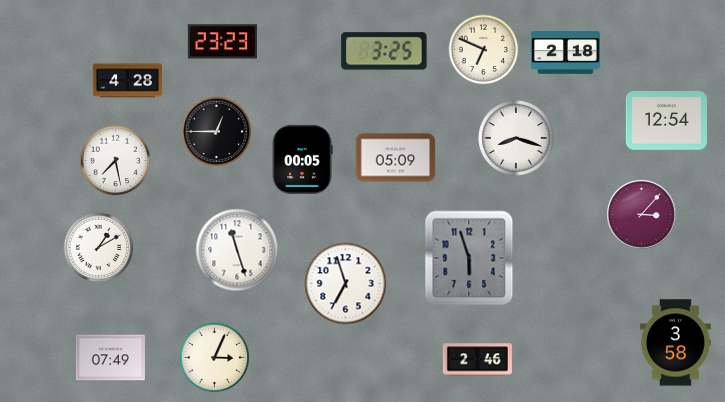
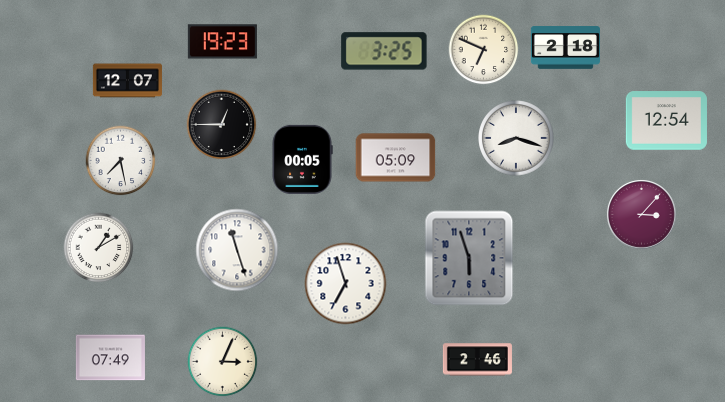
clock at (222, 42): 23:23 -> 19:23
clock at (565, 53) position: (565, 53) -> (565, 48)
clock at (127, 81): 4:28 -> 12:07
clock at (217, 132) position: (217, 132) -> (222, 125)
clock at (116, 161) position: (116, 161) -> (121, 161)
clock at (675, 343): 3:58 -> none
clock at (215, 358) position: (215, 358) -> (223, 362)
